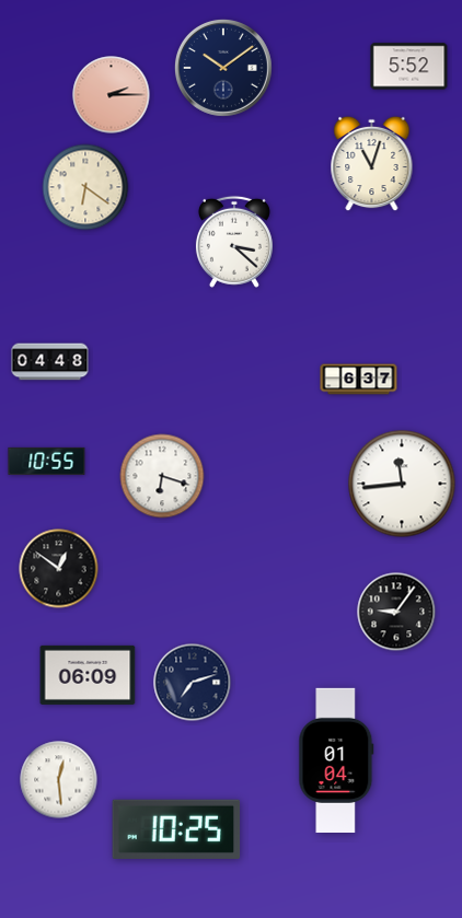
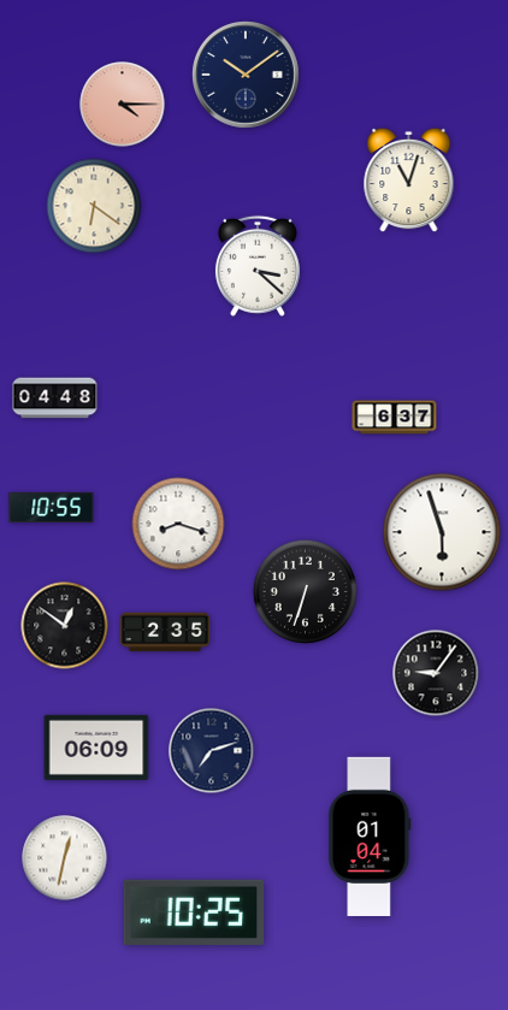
clock at (409, 67): 5:52 -> none
clock at (112, 95): 2:15 -> 4:15
clock at (162, 476): 6:18 -> 8:18
clock at (402, 484): 11:44 -> 5:57
clock at (305, 591): none -> 6:33
clock at (165, 632): none -> 2:35
clock at (88, 675) position: (88, 675) -> (96, 748)
clock at (59, 780): 12:29 -> 12:32
